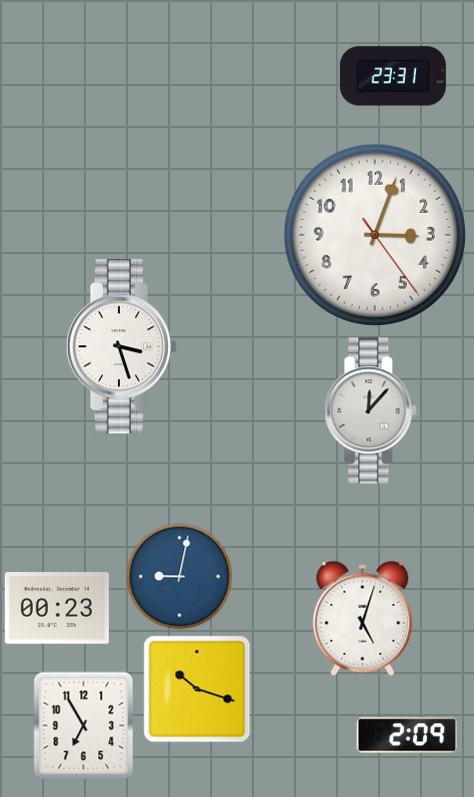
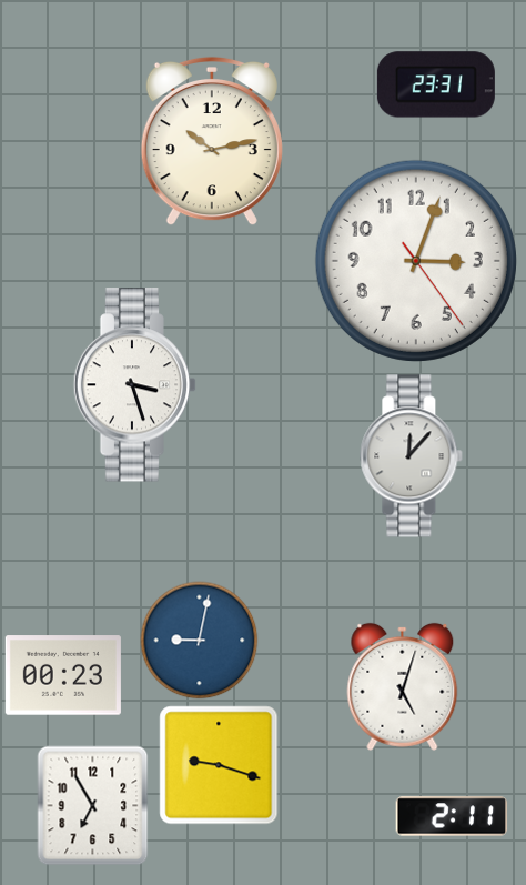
clock at (212, 141): none -> 10:13
clock at (197, 689): 10:18 -> 9:18
clock at (407, 735): 2:09 -> 2:11
